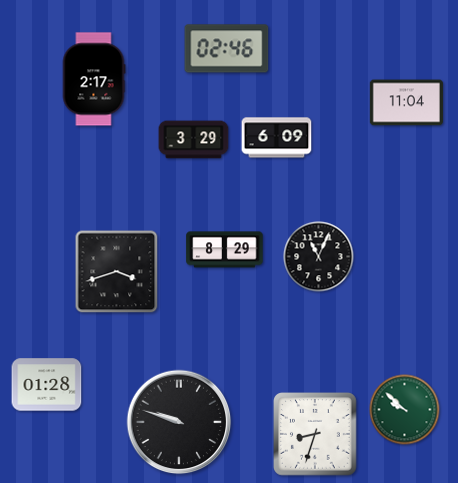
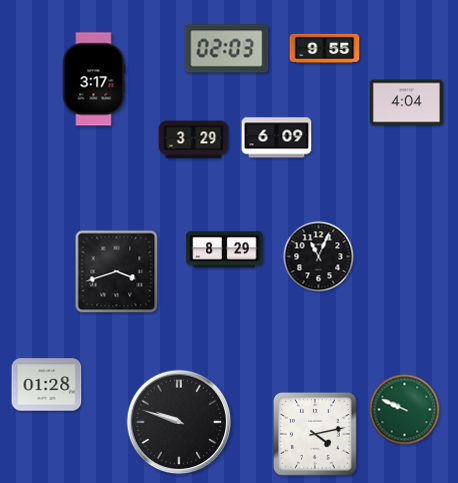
clock at (227, 49): 02:46 -> 02:03
clock at (325, 49): none -> 9:55
clock at (94, 79): 2:17 -> 3:17
clock at (406, 103): 11:04 -> 4:04
clock at (405, 410): 9:52 -> 9:49
clock at (315, 434): 8:33 -> 4:13
